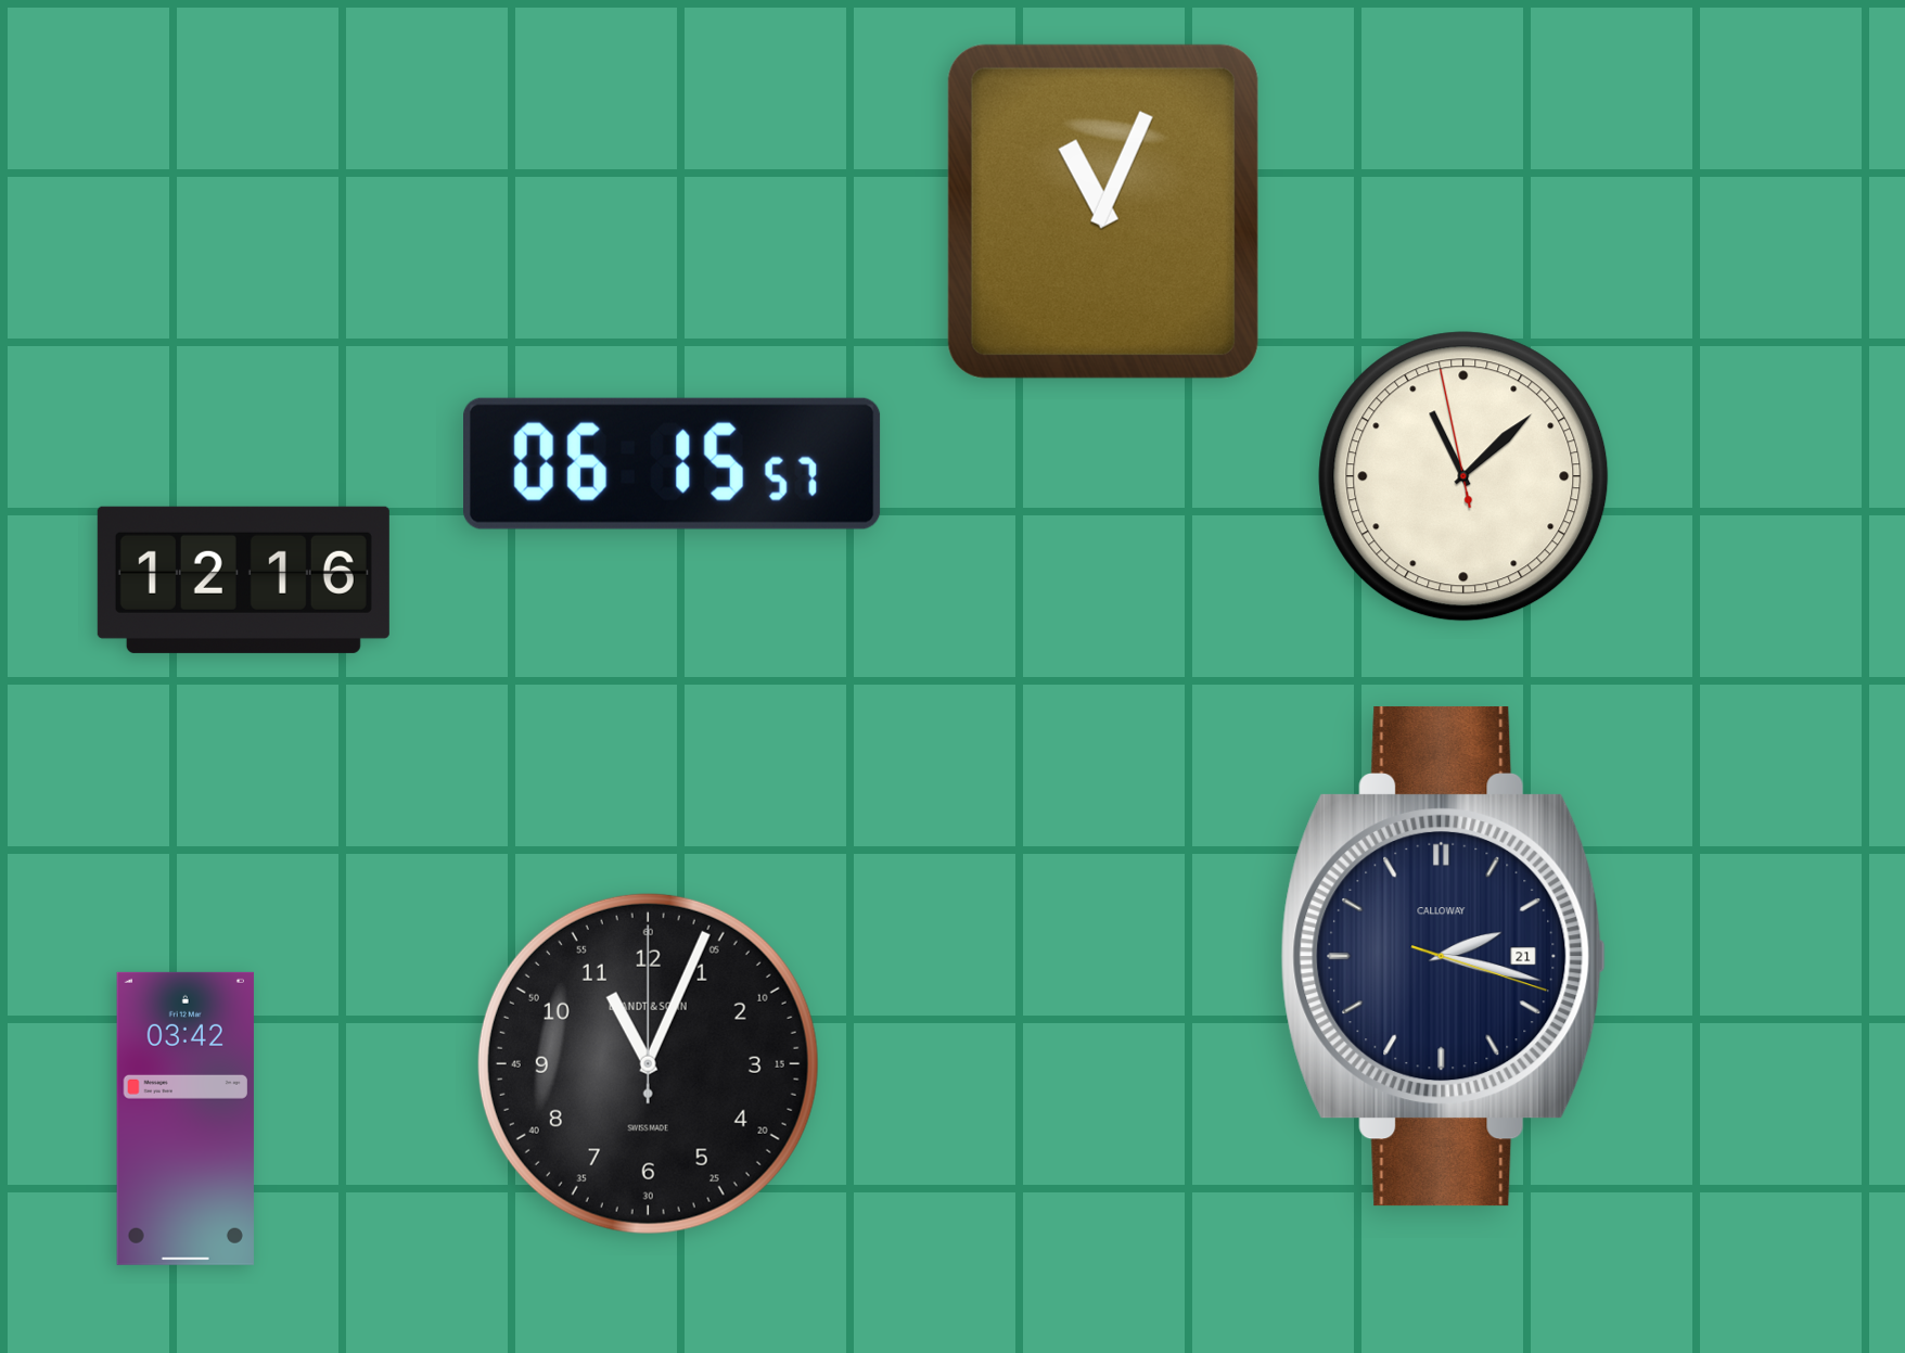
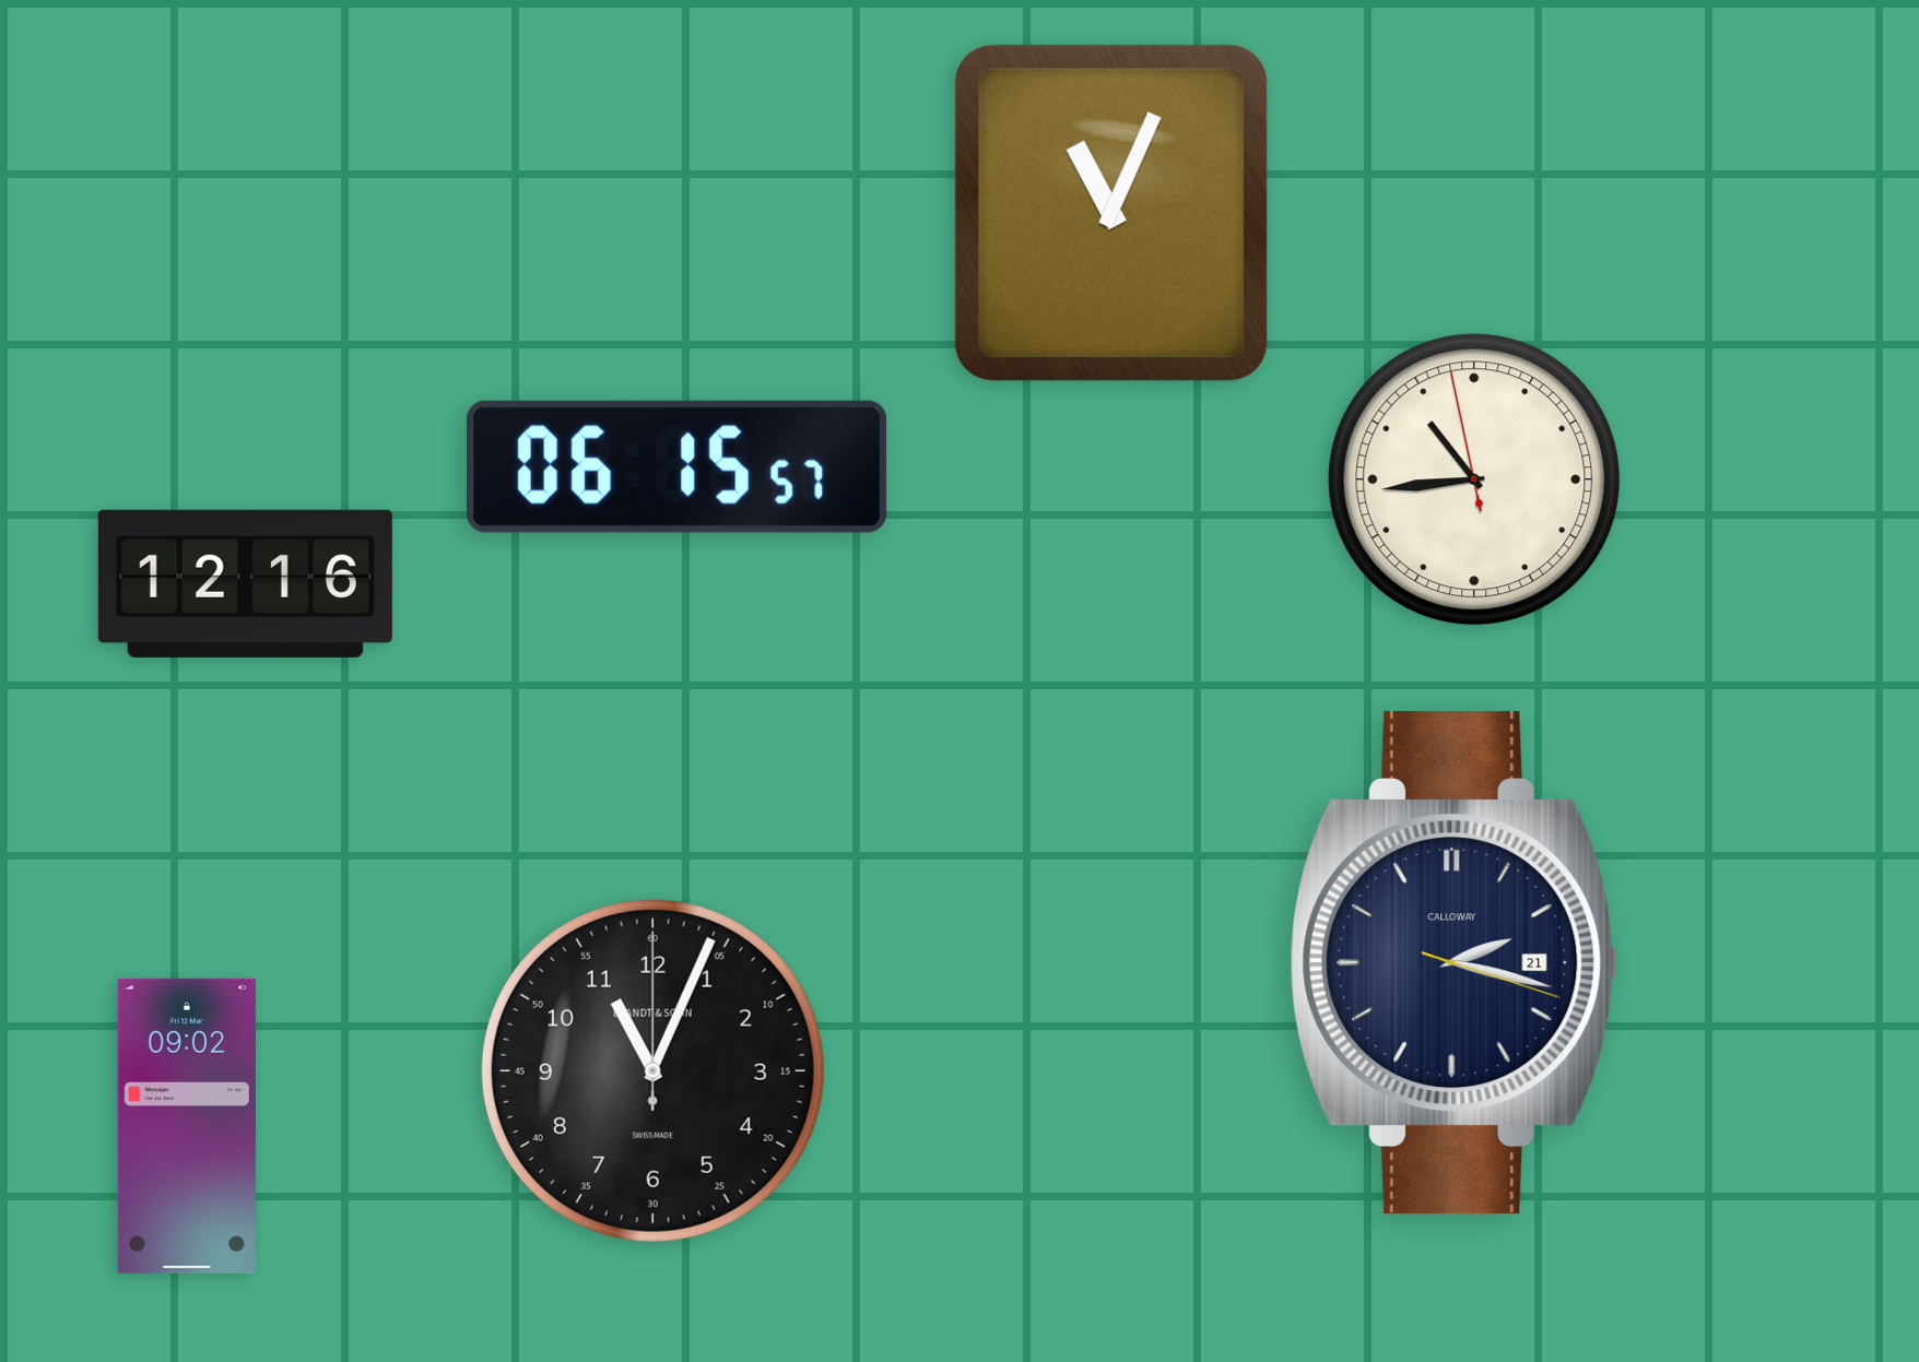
clock at (1463, 476): 11:07 -> 10:43
clock at (186, 1119): 03:42 -> 09:02
